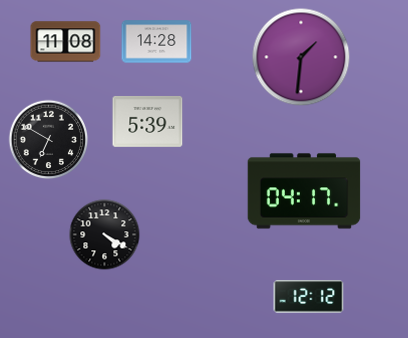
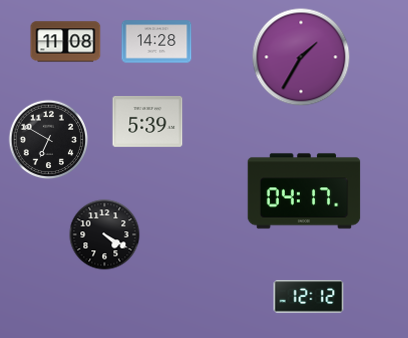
clock at (301, 57): 1:31 -> 1:35
